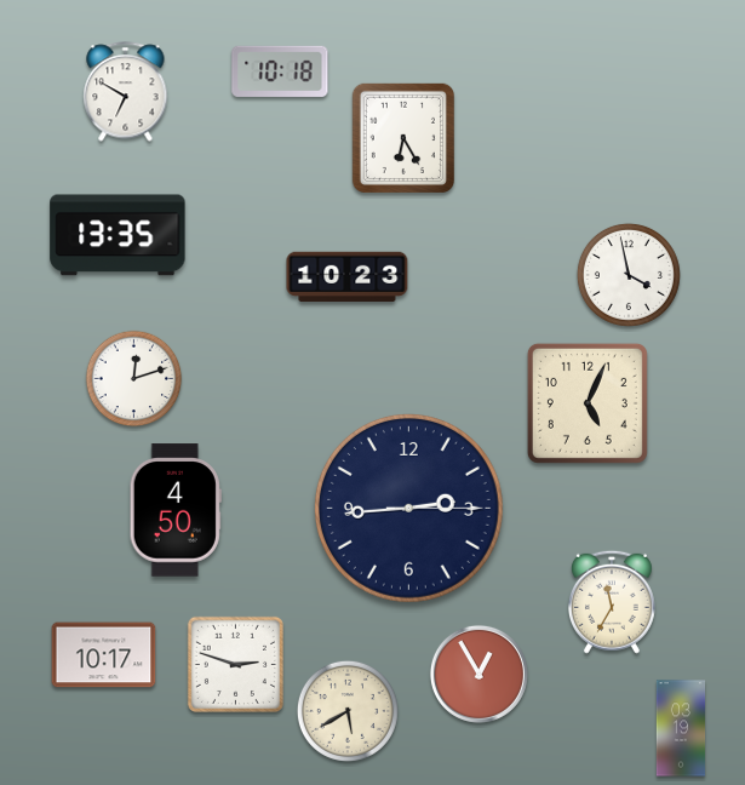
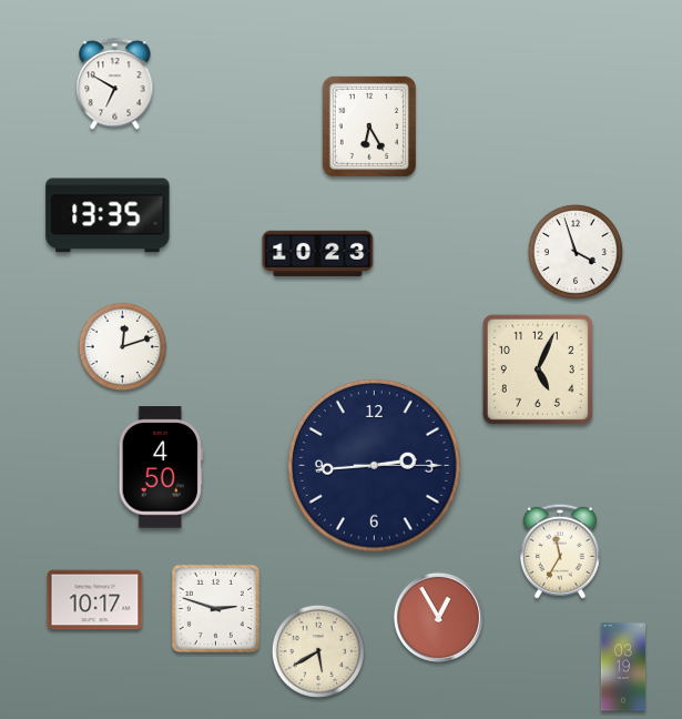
clock at (280, 71): 10:18 -> none
clock at (629, 275): 3:58 -> 3:57
